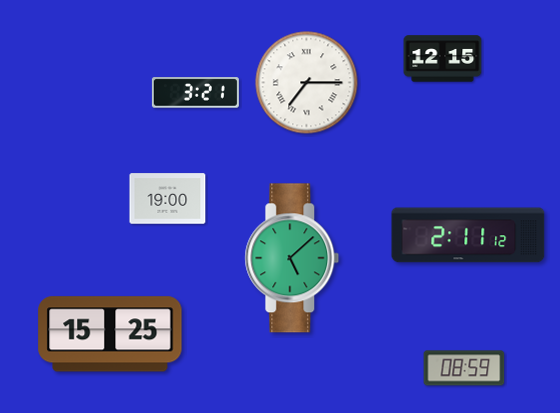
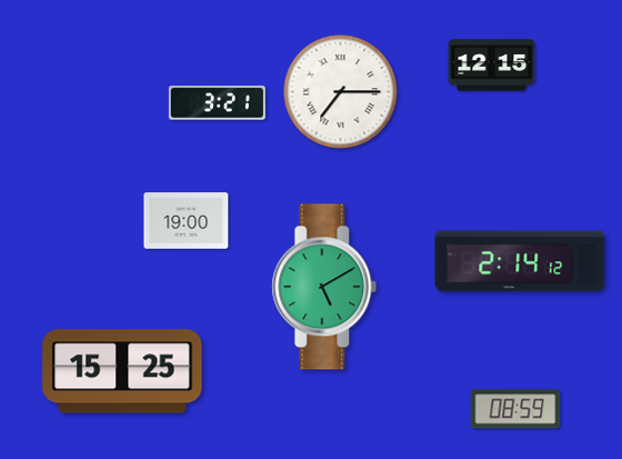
clock at (468, 235): 2:11 -> 2:14
clock at (292, 258): 5:08 -> 5:10
